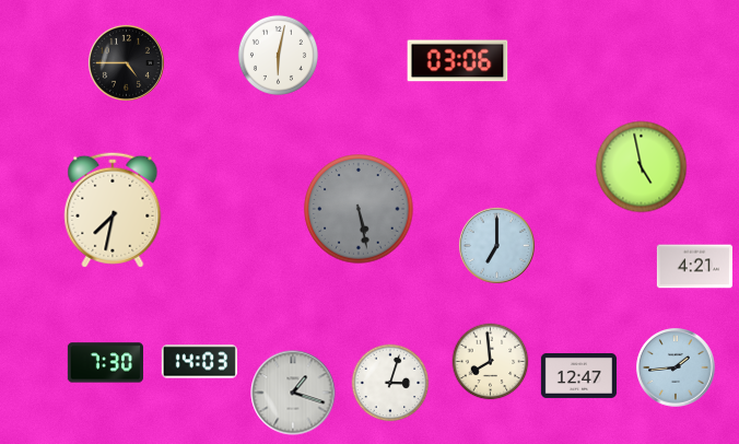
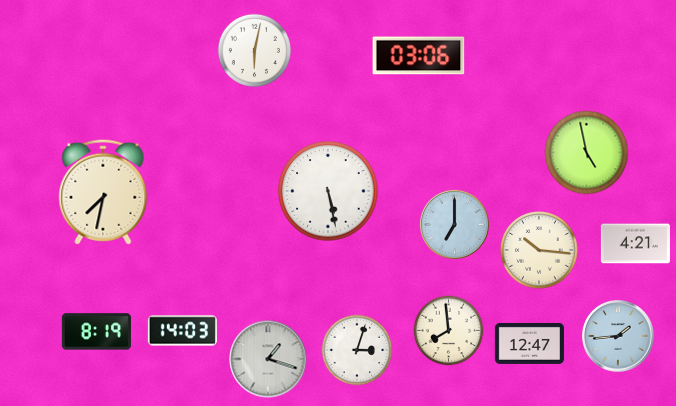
clock at (126, 62): 4:45 -> none
clock at (359, 209) dial: grey -> white
clock at (539, 250): none -> 10:16
clock at (105, 363): 7:30 -> 8:19
